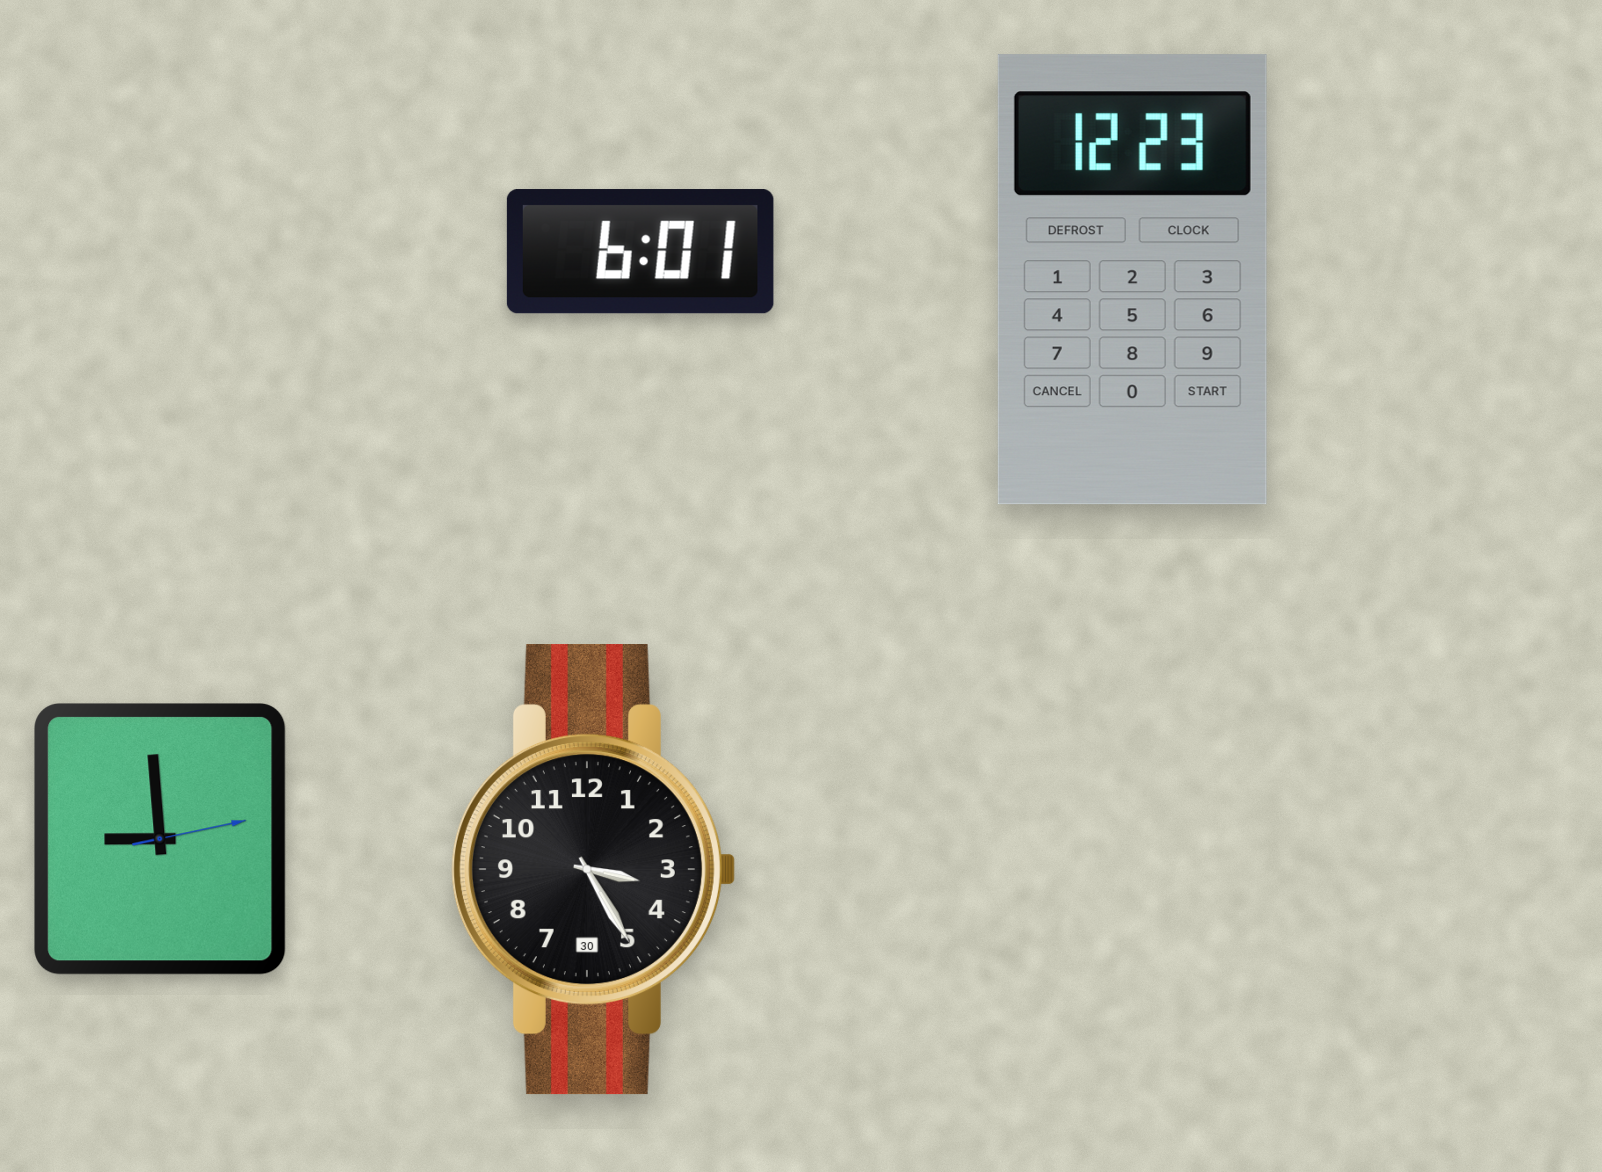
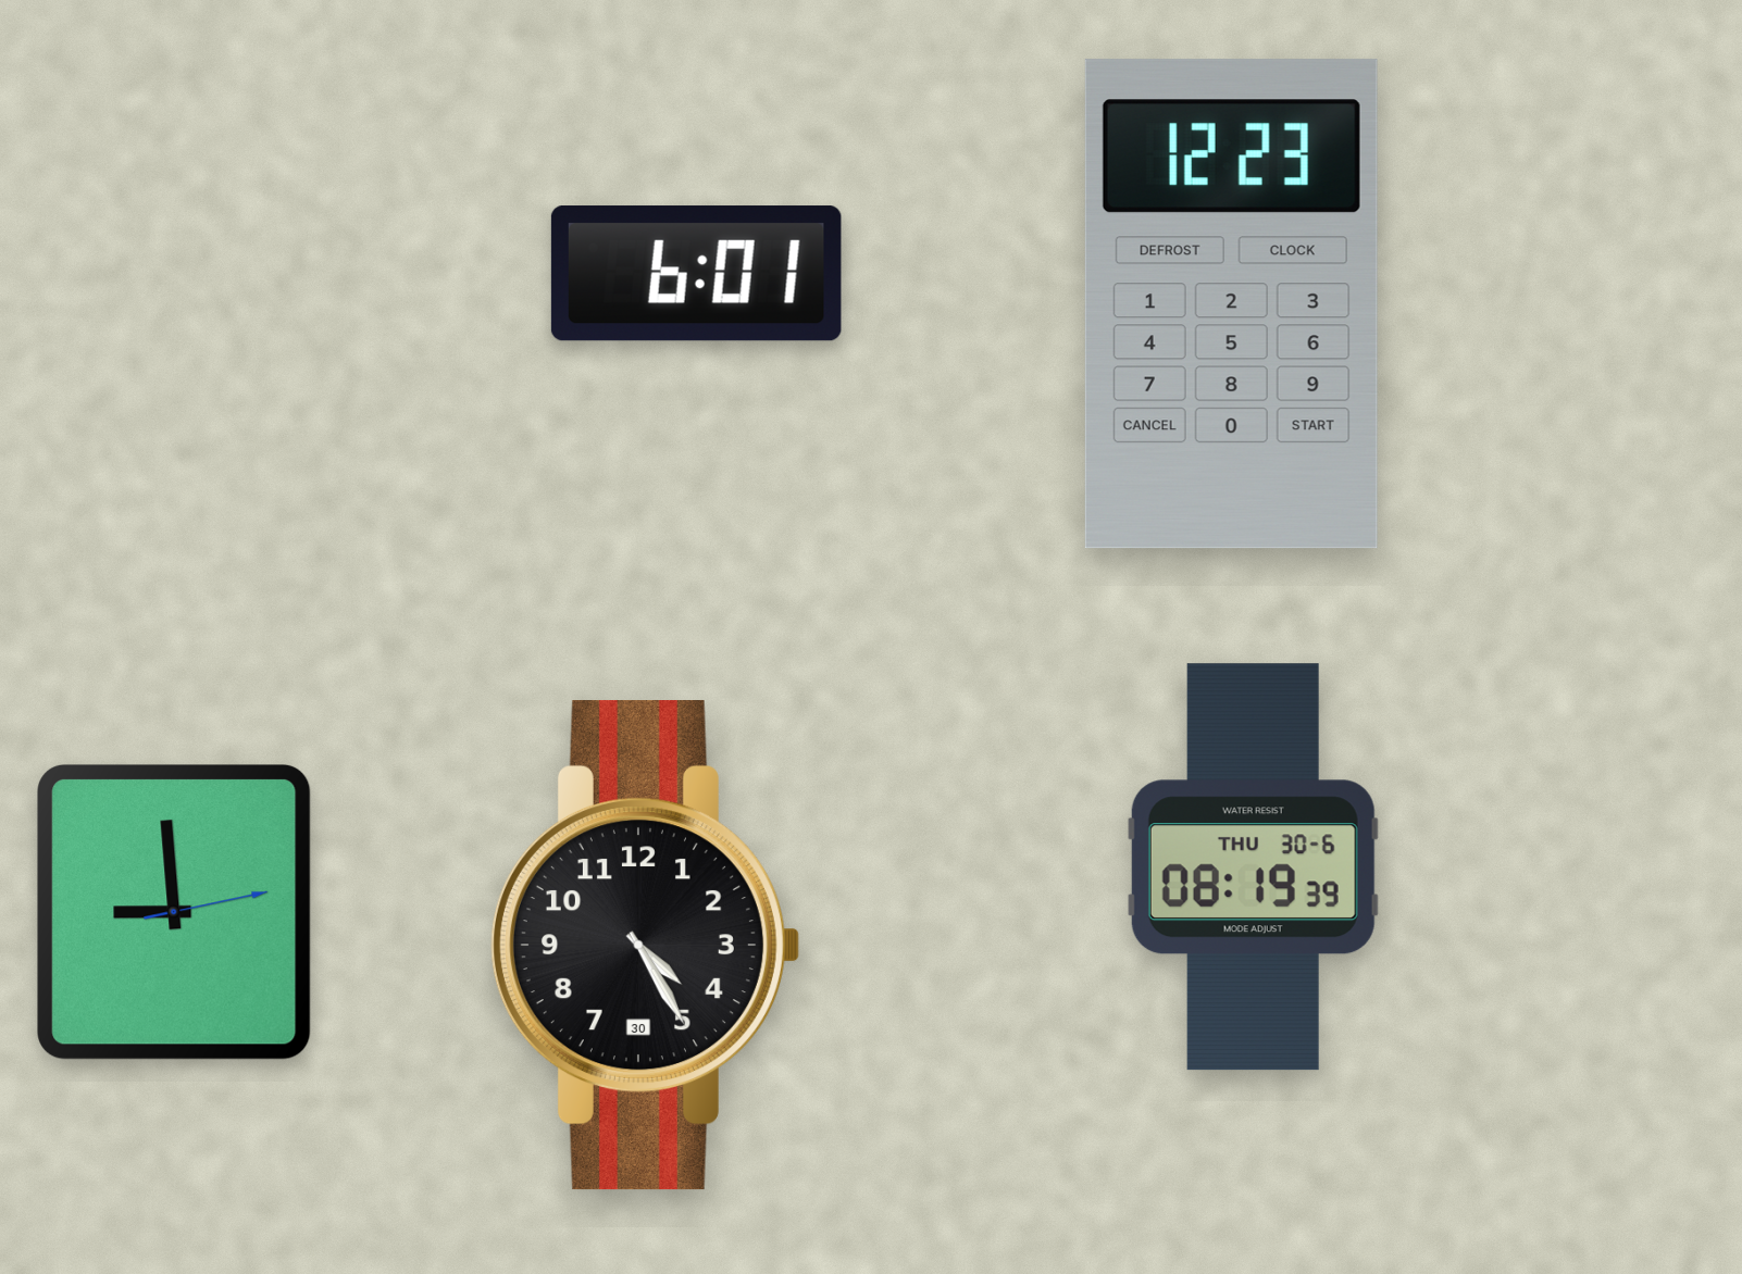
clock at (1253, 867): none -> 08:19
clock at (593, 870): 3:25 -> 4:25
